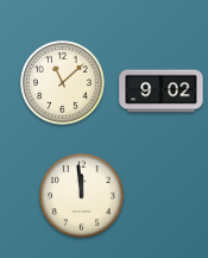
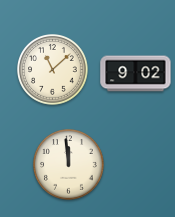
clock at (162, 92) position: (162, 92) -> (136, 74)
